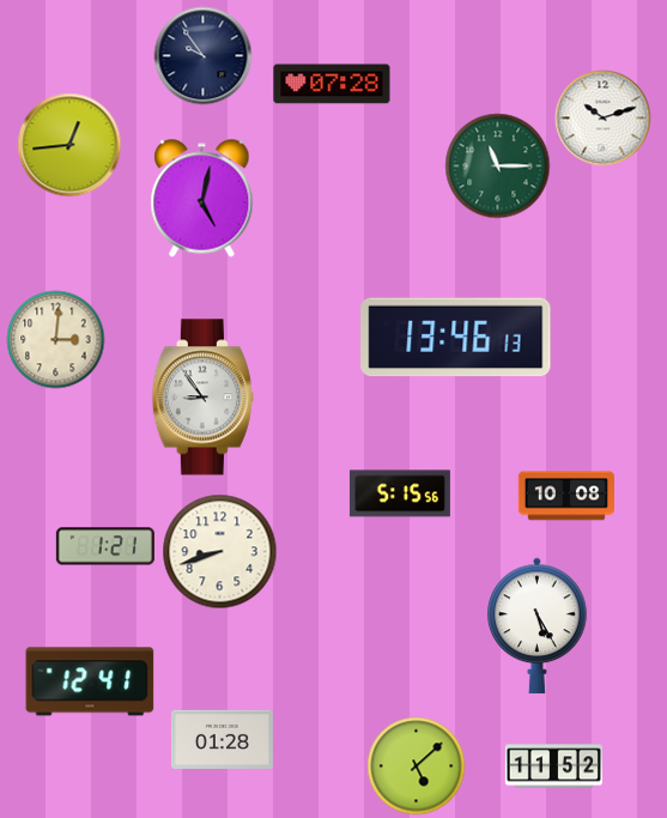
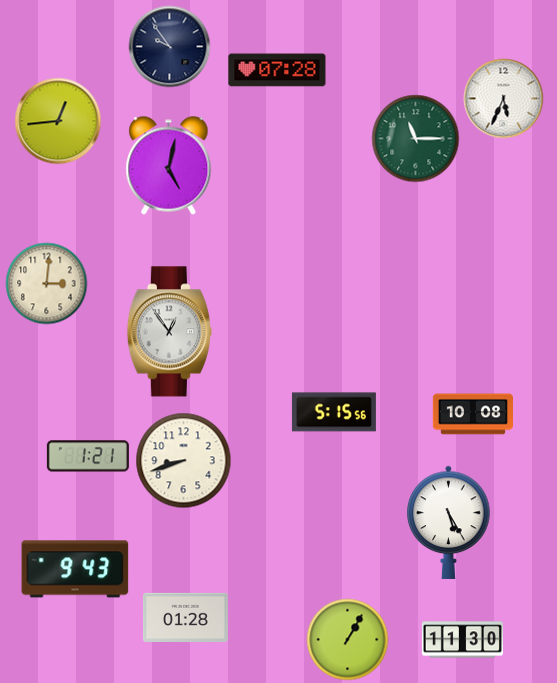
clock at (604, 119): 10:12 -> 5:34
clock at (456, 338): 13:46 -> none
clock at (202, 398): 8:54 -> 12:54
clock at (90, 681): 12:41 -> 9:43
clock at (417, 767): 5:08 -> 1:05
clock at (553, 767): 11:52 -> 11:30
